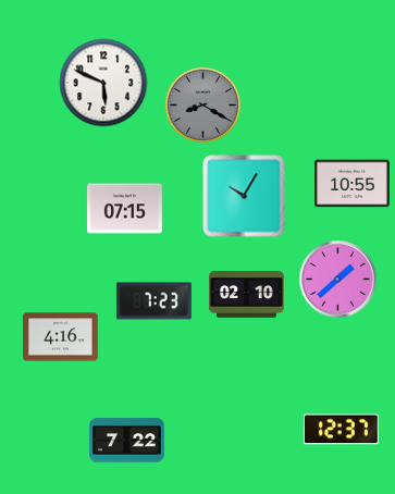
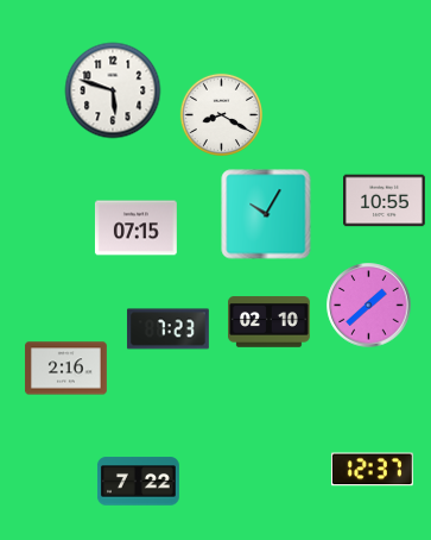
clock at (103, 83): 5:49 -> 5:48
clock at (202, 104) dial: grey -> white
clock at (61, 337): 4:16 -> 2:16
